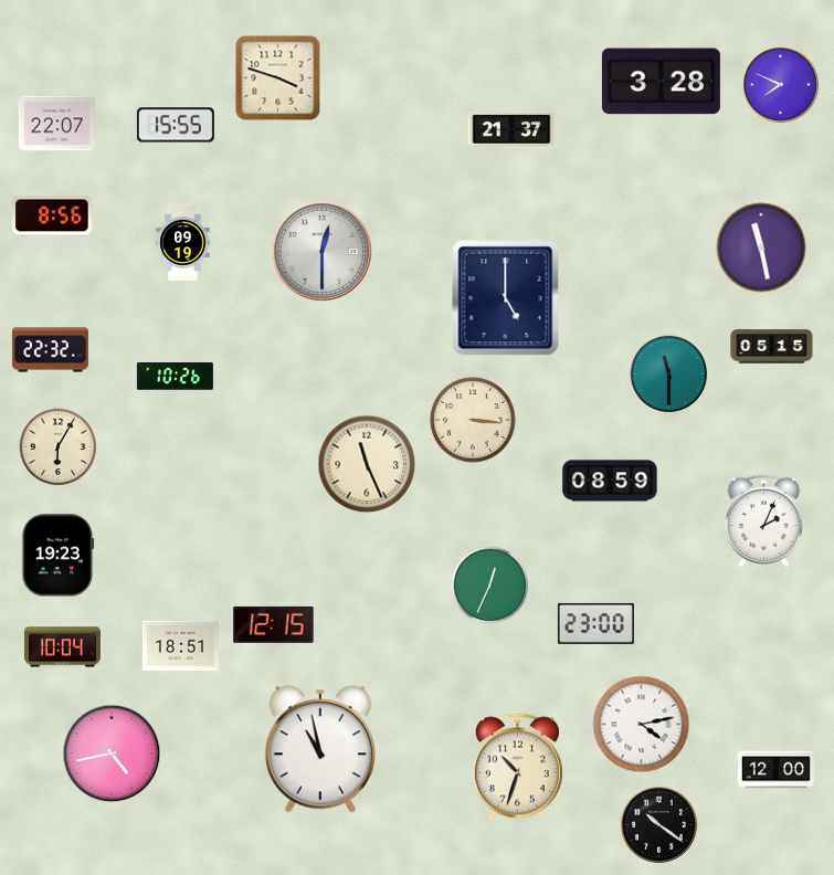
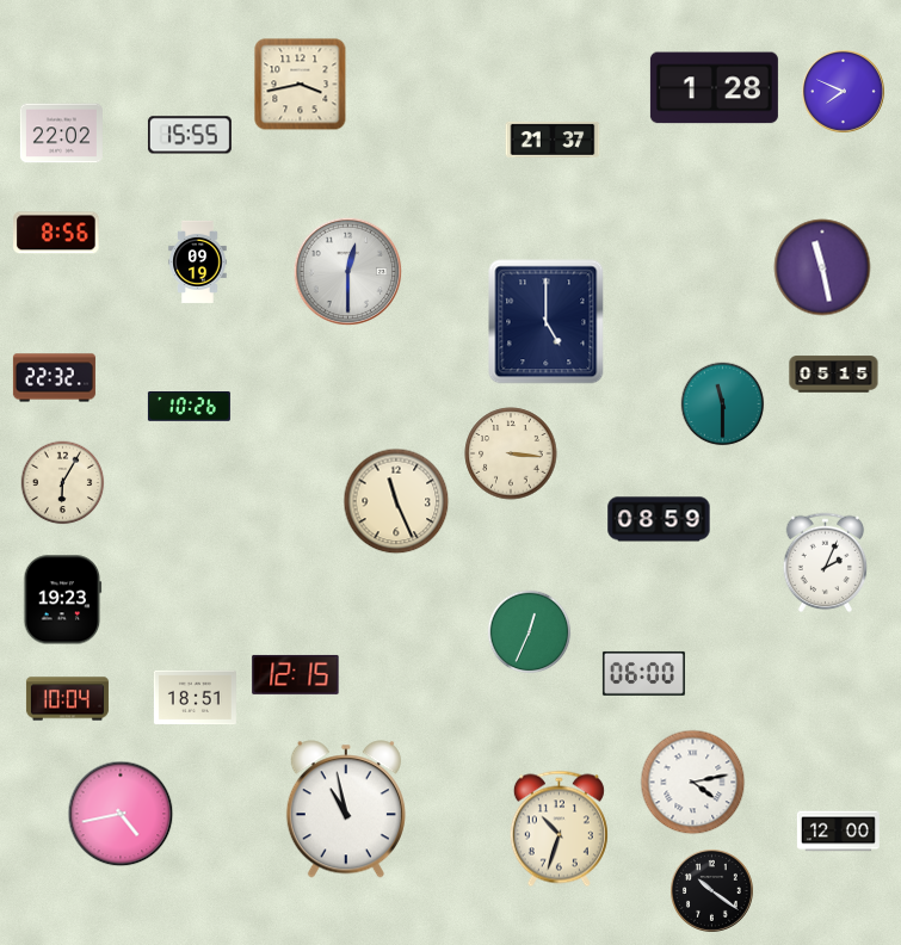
clock at (278, 78): 3:48 -> 3:43
clock at (661, 82): 3:28 -> 1:28
clock at (56, 124): 22:07 -> 22:02
clock at (595, 623): 23:00 -> 06:00
